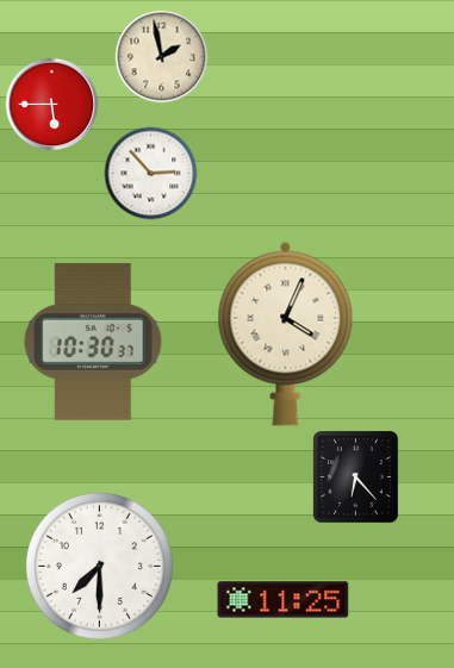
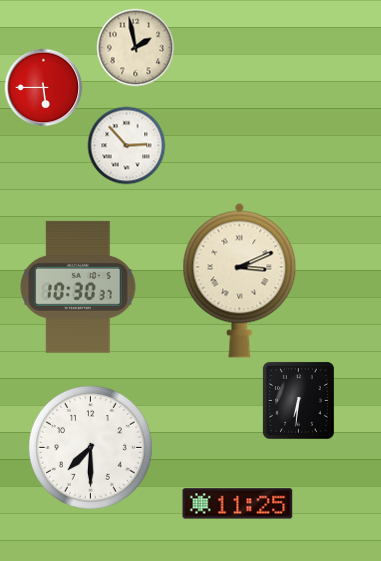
clock at (286, 333): 4:04 -> 3:11
clock at (356, 476): 6:23 -> 6:31
clock at (99, 566) position: (99, 566) -> (90, 447)
